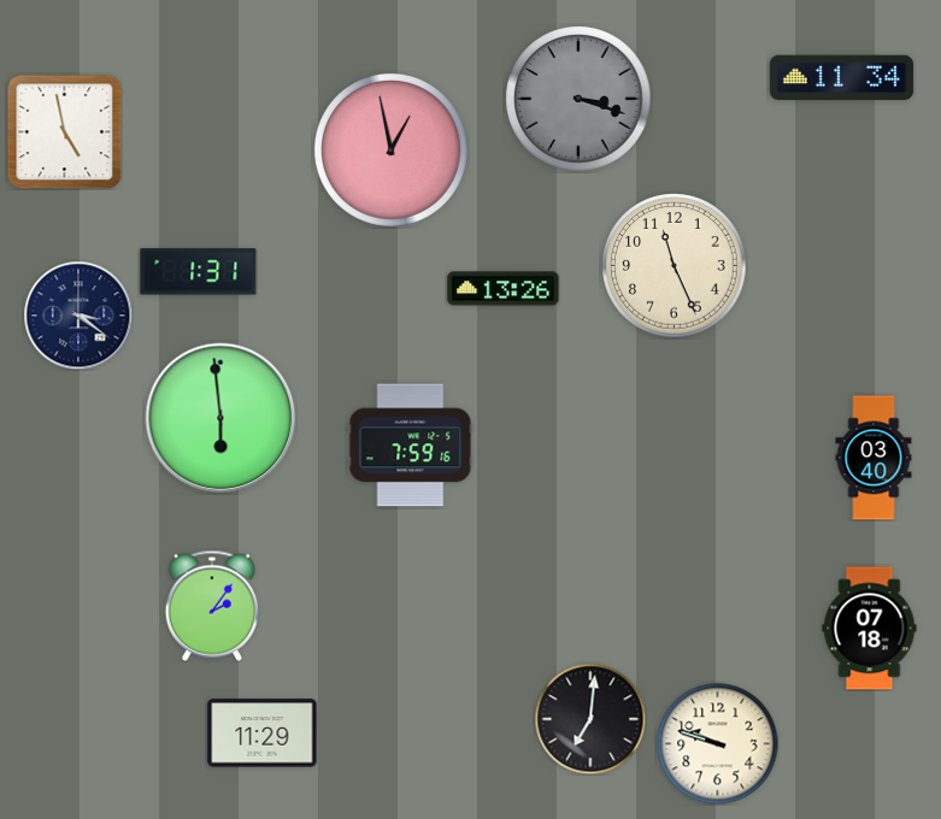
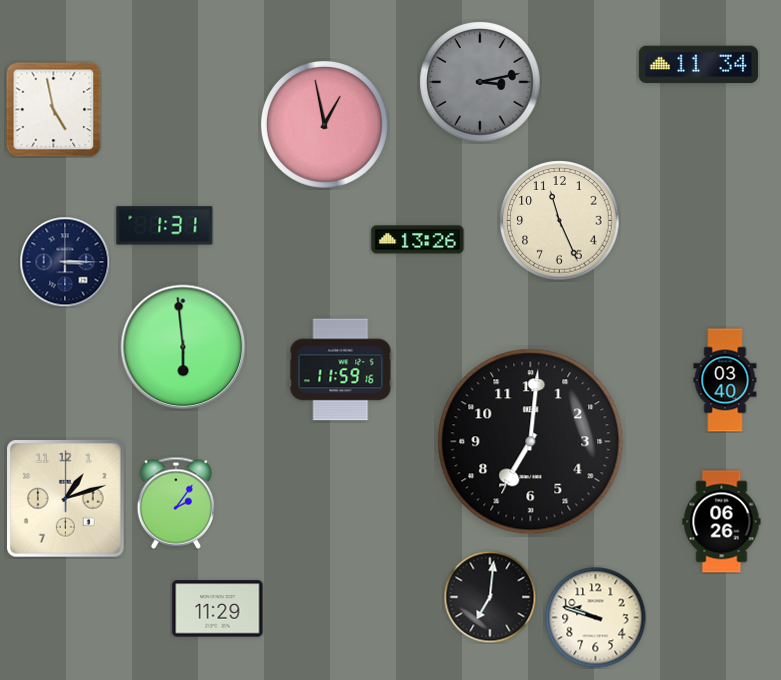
clock at (578, 99): 3:18 -> 3:13
clock at (78, 316): 3:21 -> 3:15
clock at (411, 446): 7:59 -> 11:59
clock at (531, 442): none -> 7:01
clock at (66, 499): none -> 1:12
clock at (870, 629): 07:18 -> 06:26
